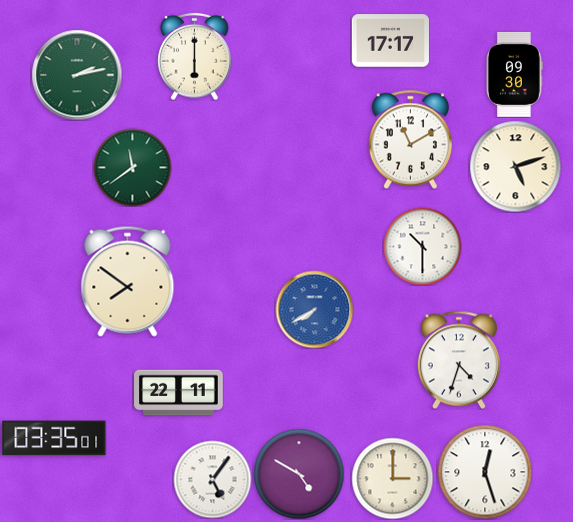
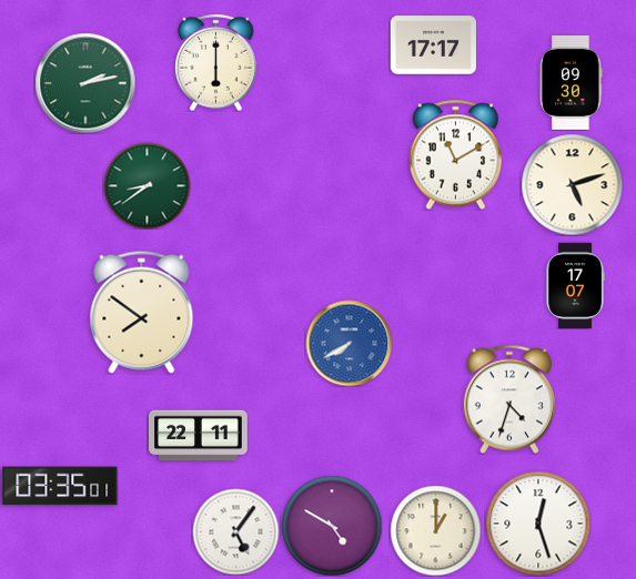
clock at (132, 167): 11:39 -> 8:39
clock at (422, 246): 10:30 -> none
clock at (575, 285): none -> 17:07
clock at (392, 478): 3:00 -> 1:00
